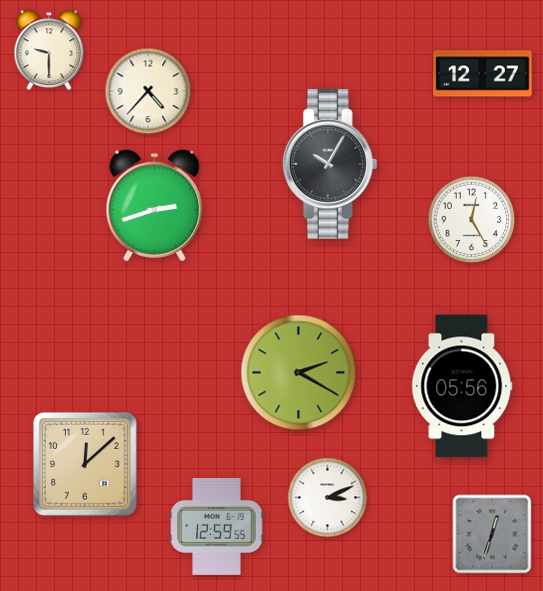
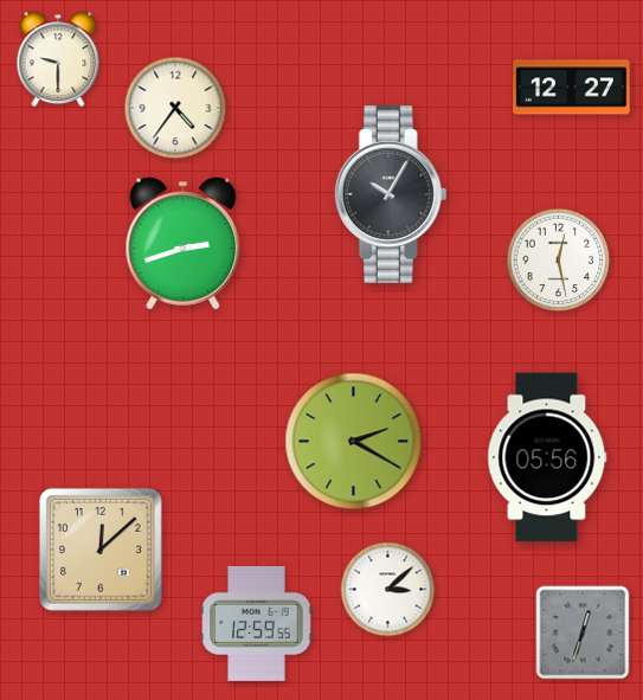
clock at (148, 91): 4:37 -> 4:36
clock at (472, 220): 12:25 -> 12:28
clock at (328, 498): 3:11 -> 3:08
